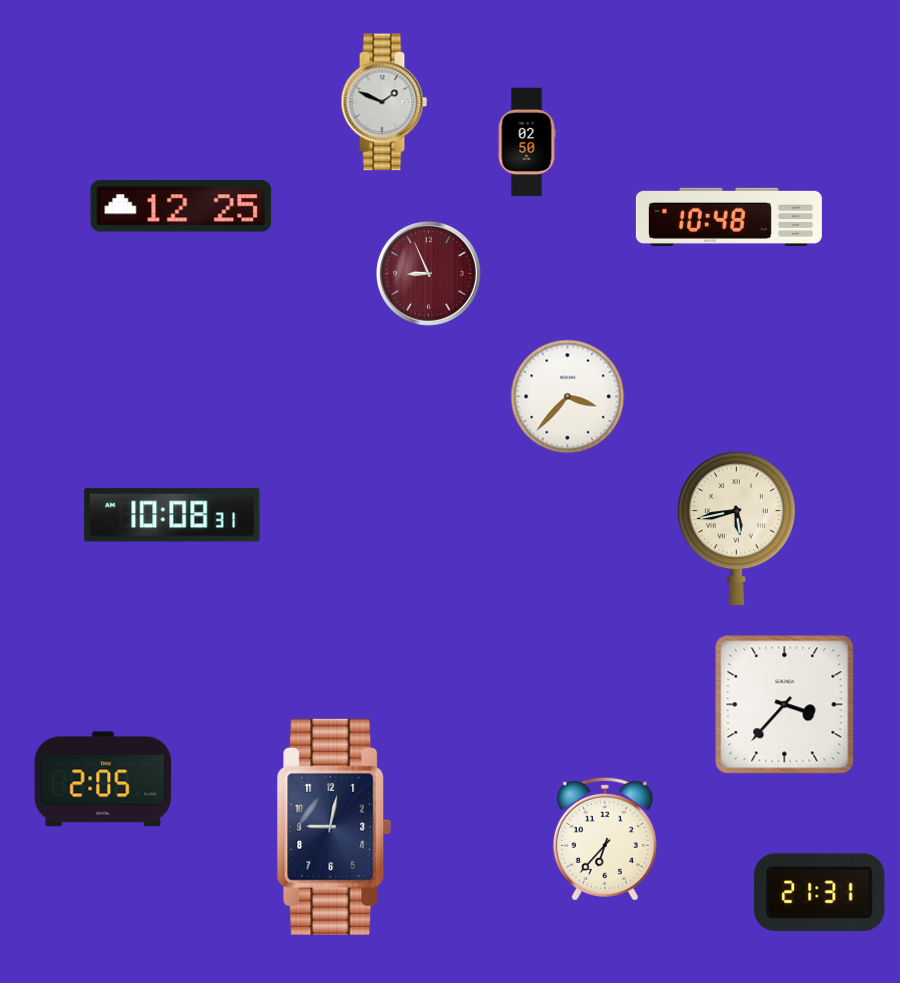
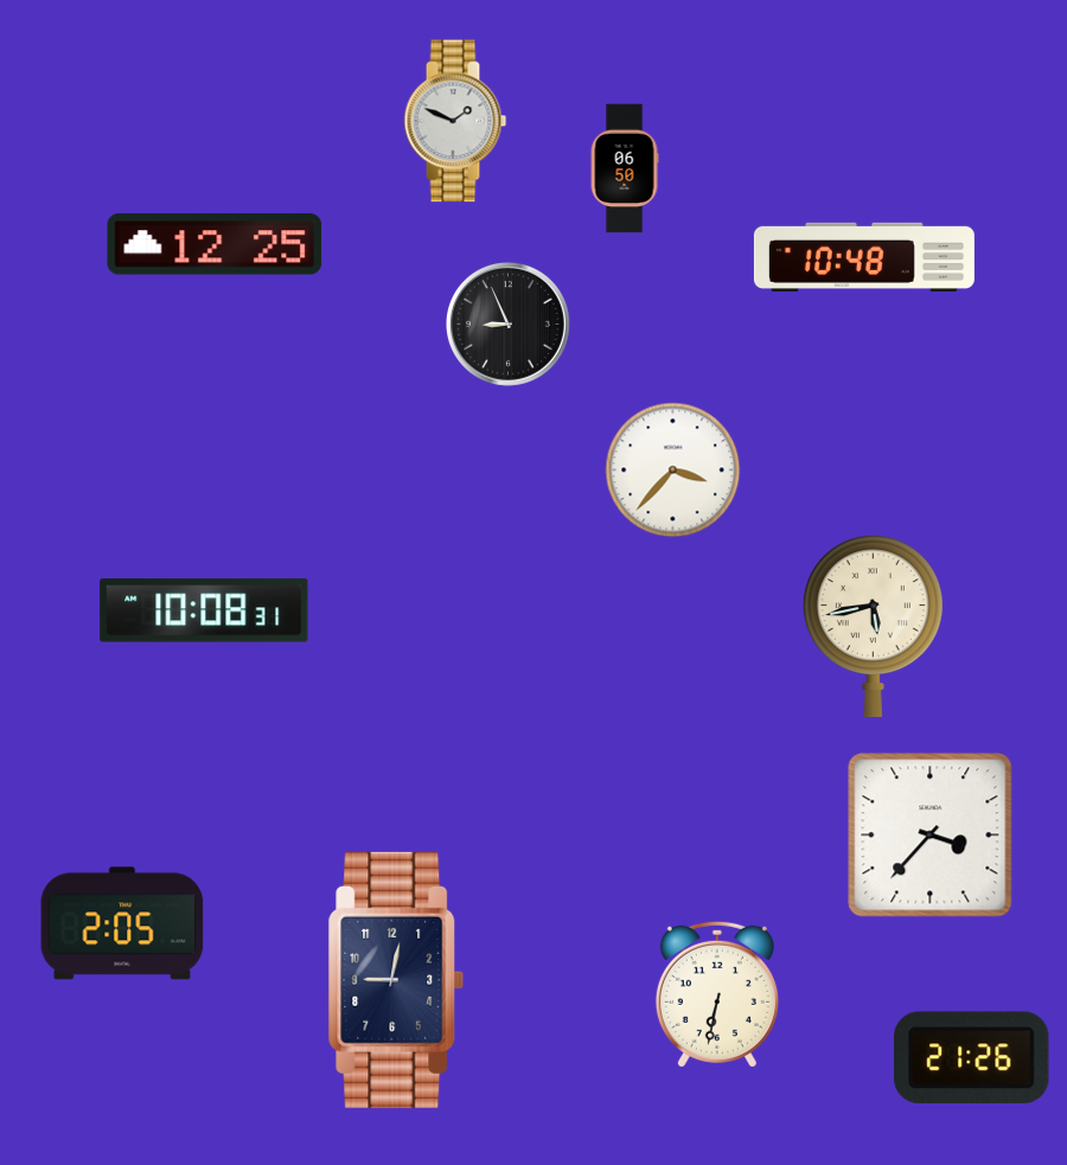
clock at (527, 142): 02:50 -> 06:50
clock at (429, 274) dial: burgundy -> black
clock at (605, 839): 6:37 -> 6:32
clock at (820, 893): 21:31 -> 21:26
